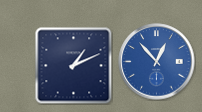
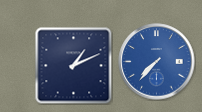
clock at (157, 62): 12:53 -> 7:37
